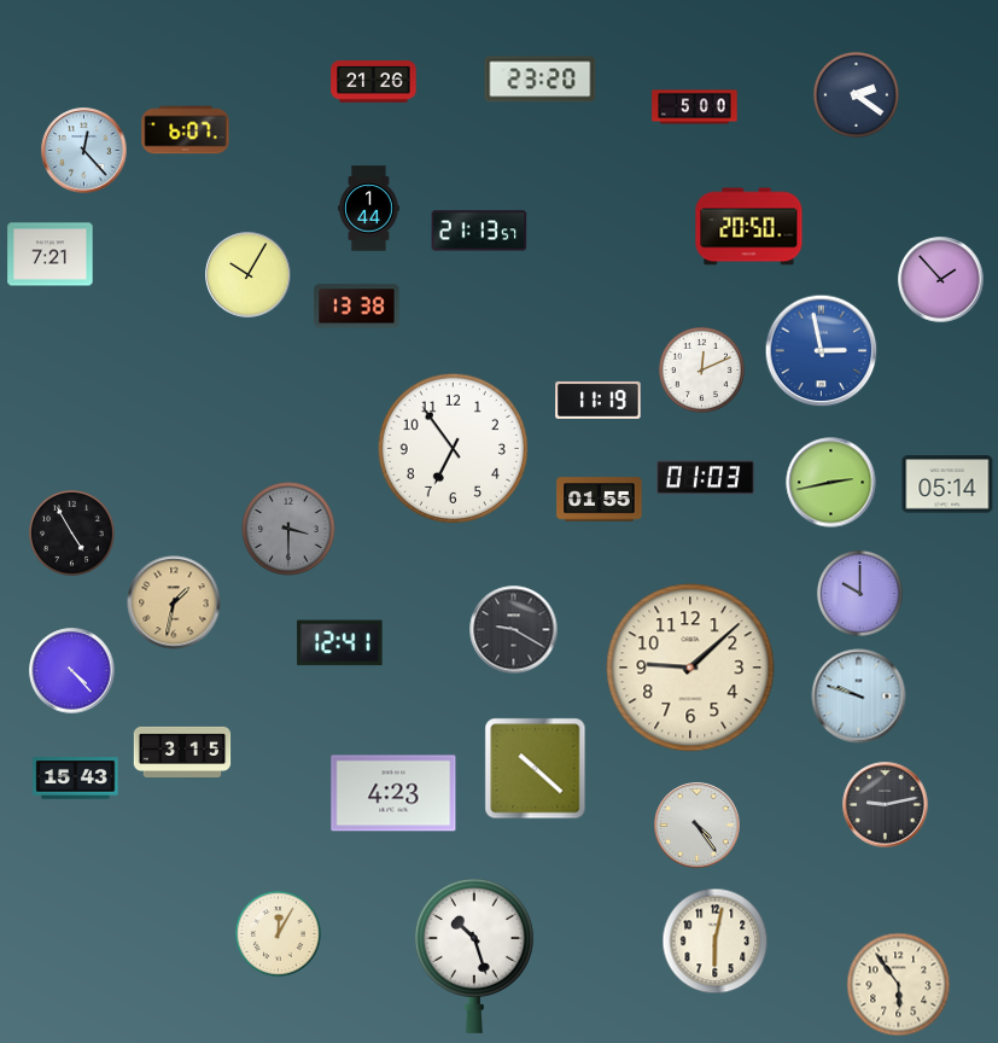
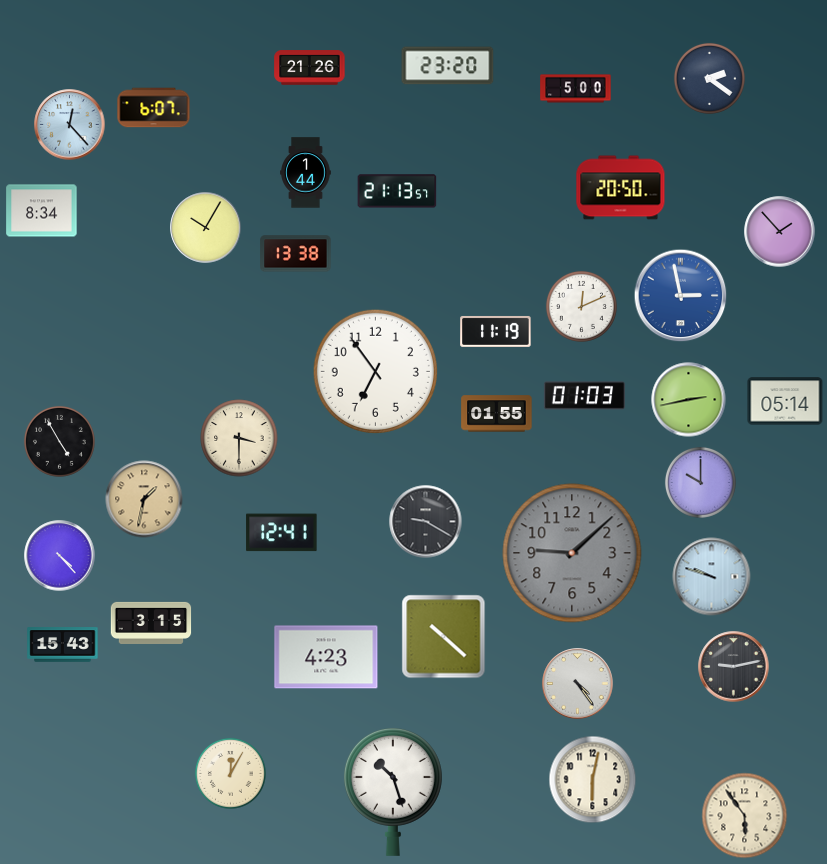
clock at (51, 255): 7:21 -> 8:34
clock at (822, 351) position: (822, 351) -> (681, 296)
clock at (288, 529) dial: grey -> cream
clock at (859, 593) position: (859, 593) -> (700, 482)
clock at (690, 668) dial: cream -> grey
